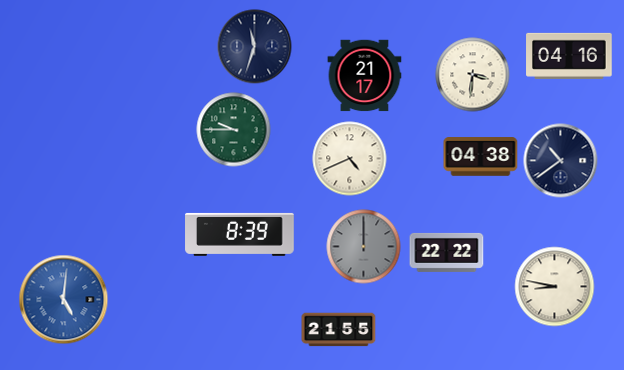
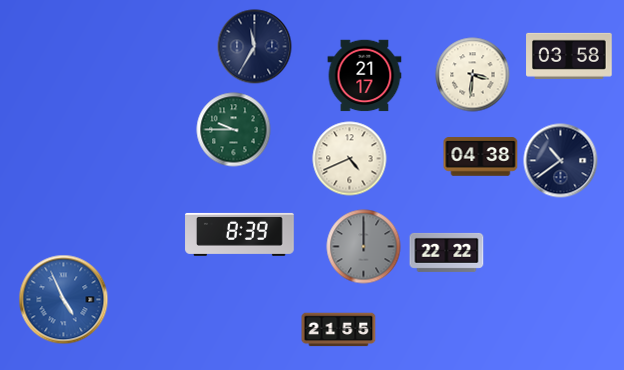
clock at (255, 47): 11:33 -> 11:35
clock at (569, 56): 04:16 -> 03:58
clock at (555, 287): 8:47 -> none
clock at (64, 300): 5:01 -> 4:56
